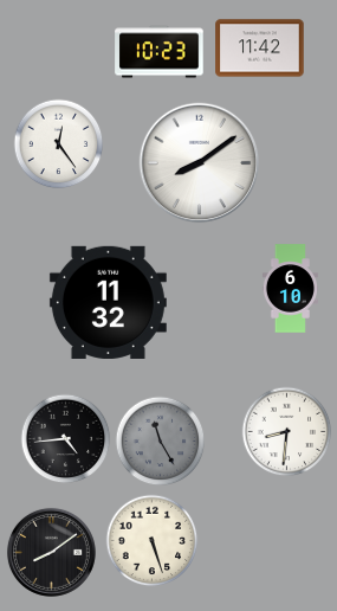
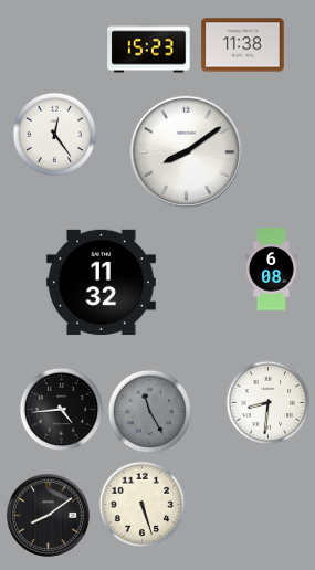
clock at (260, 49): 11:42 -> 11:38
clock at (160, 52): 10:23 -> 15:23
clock at (290, 289): 6:10 -> 6:08
